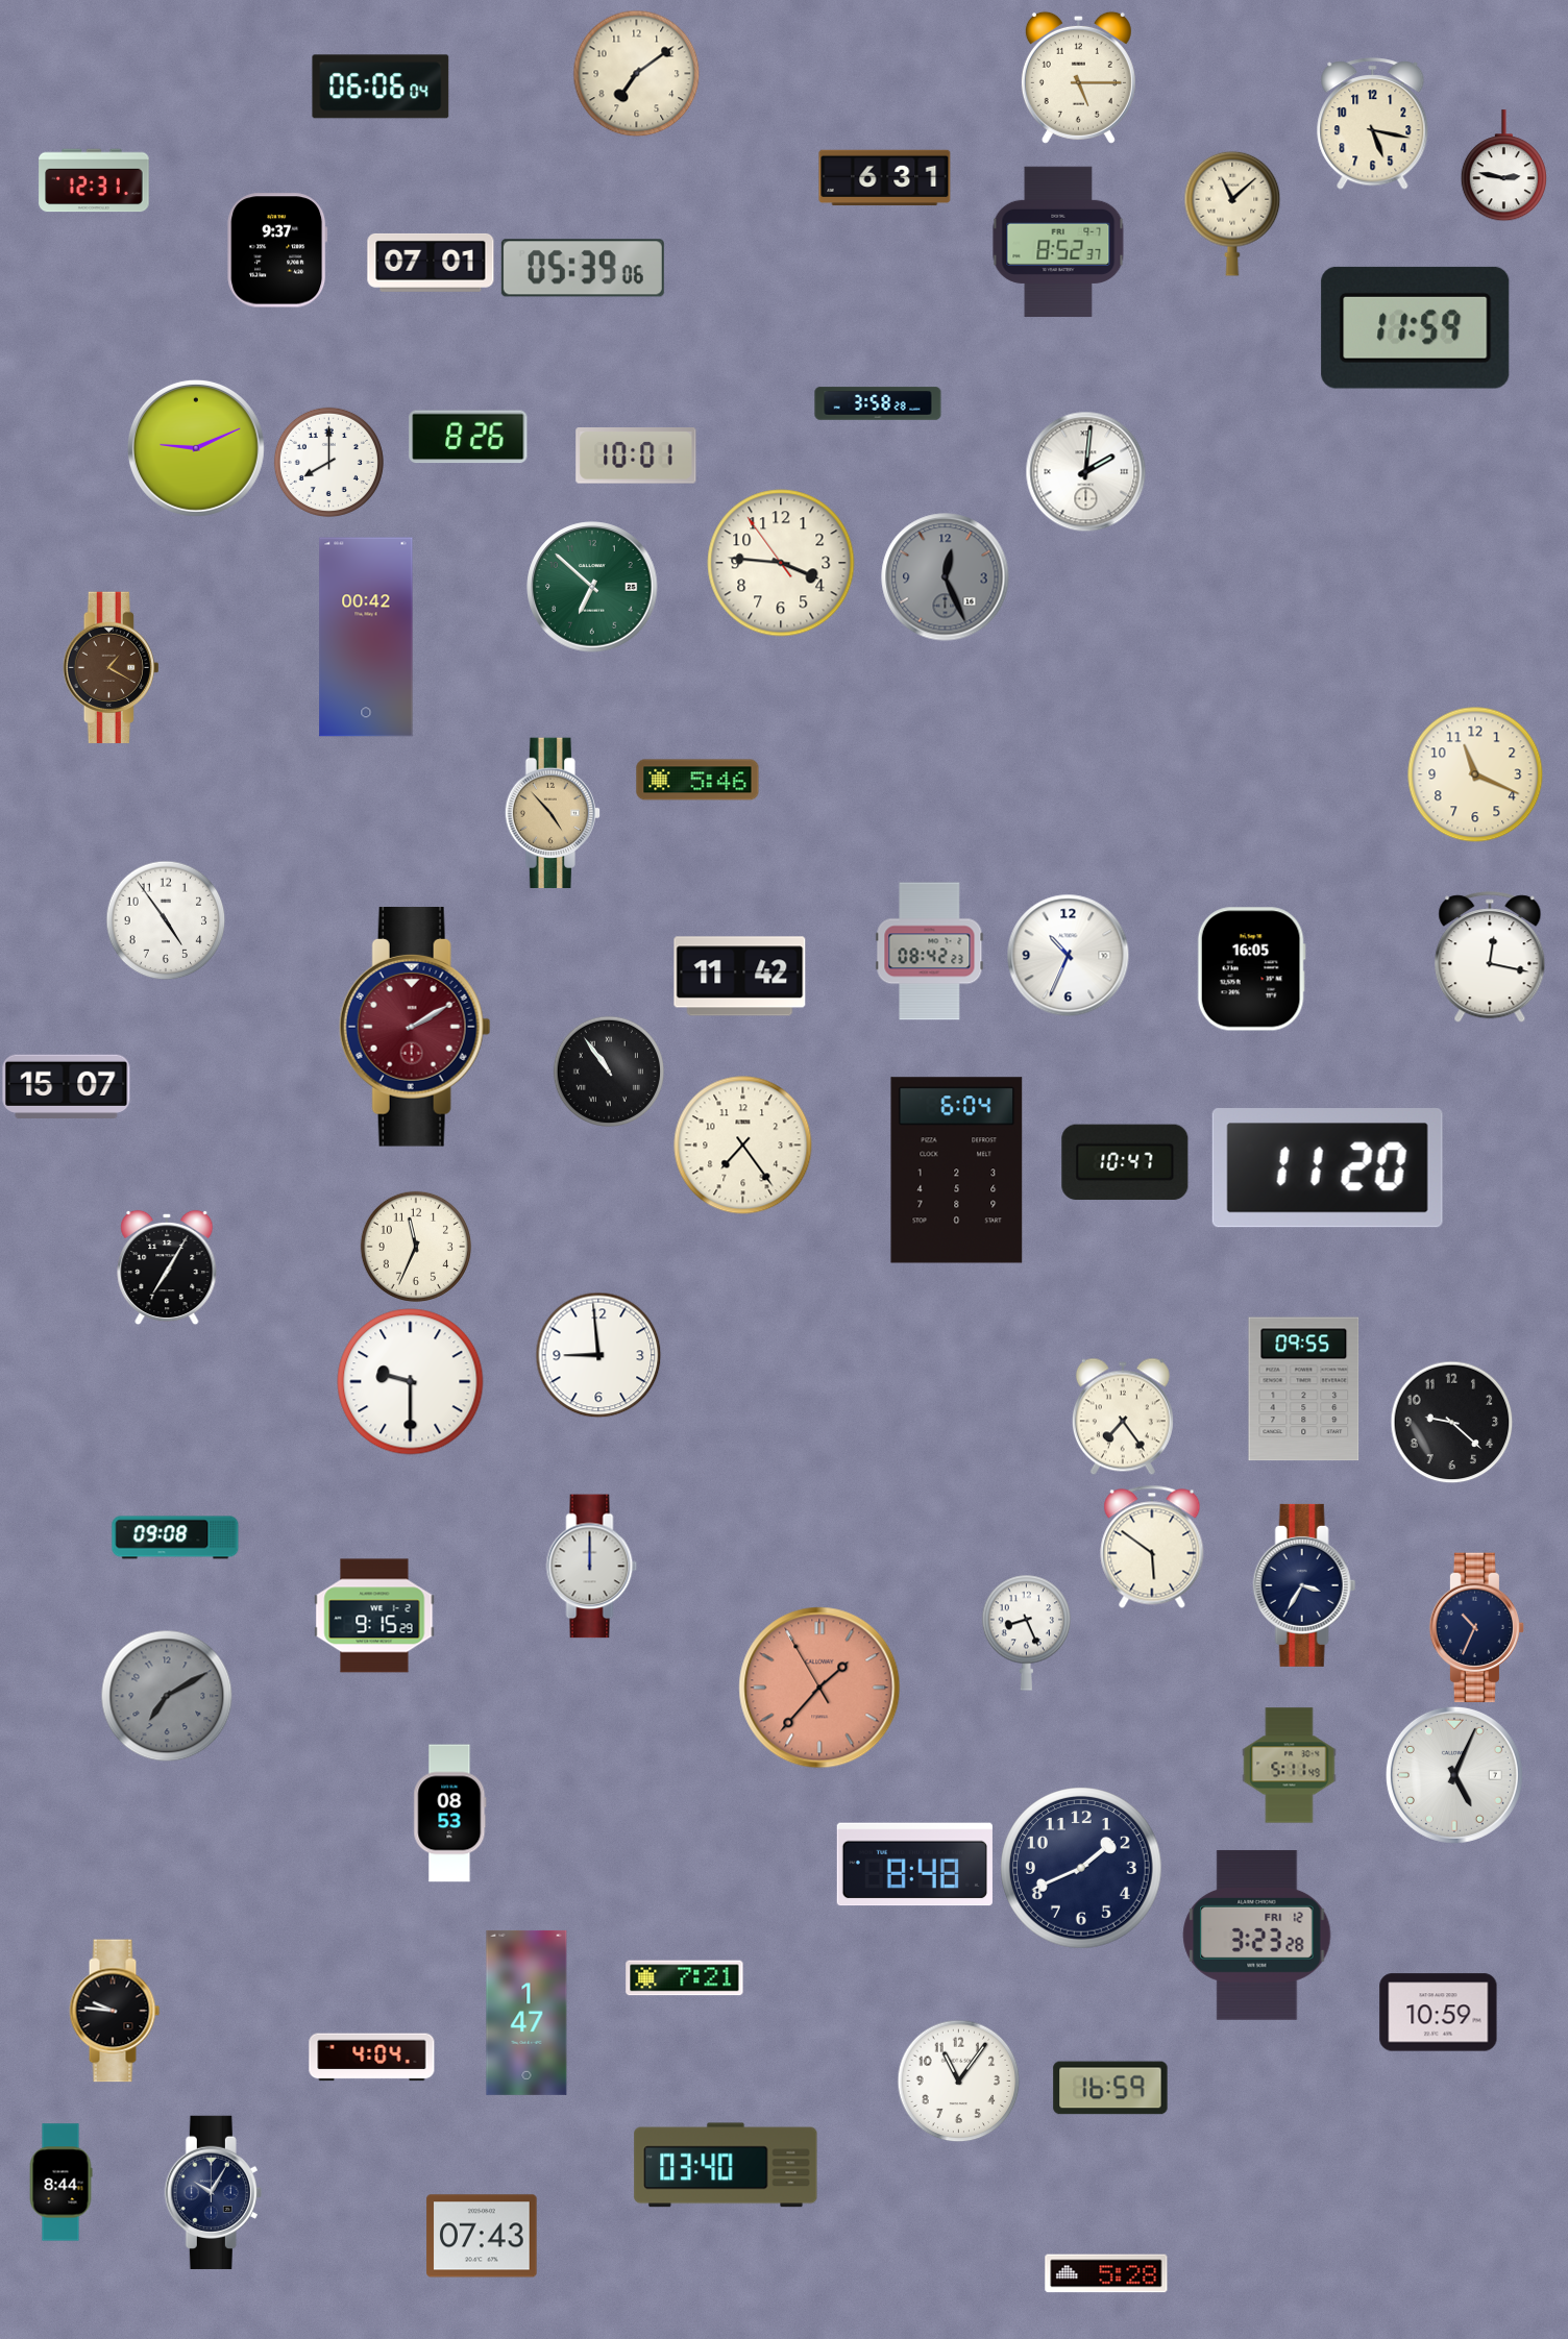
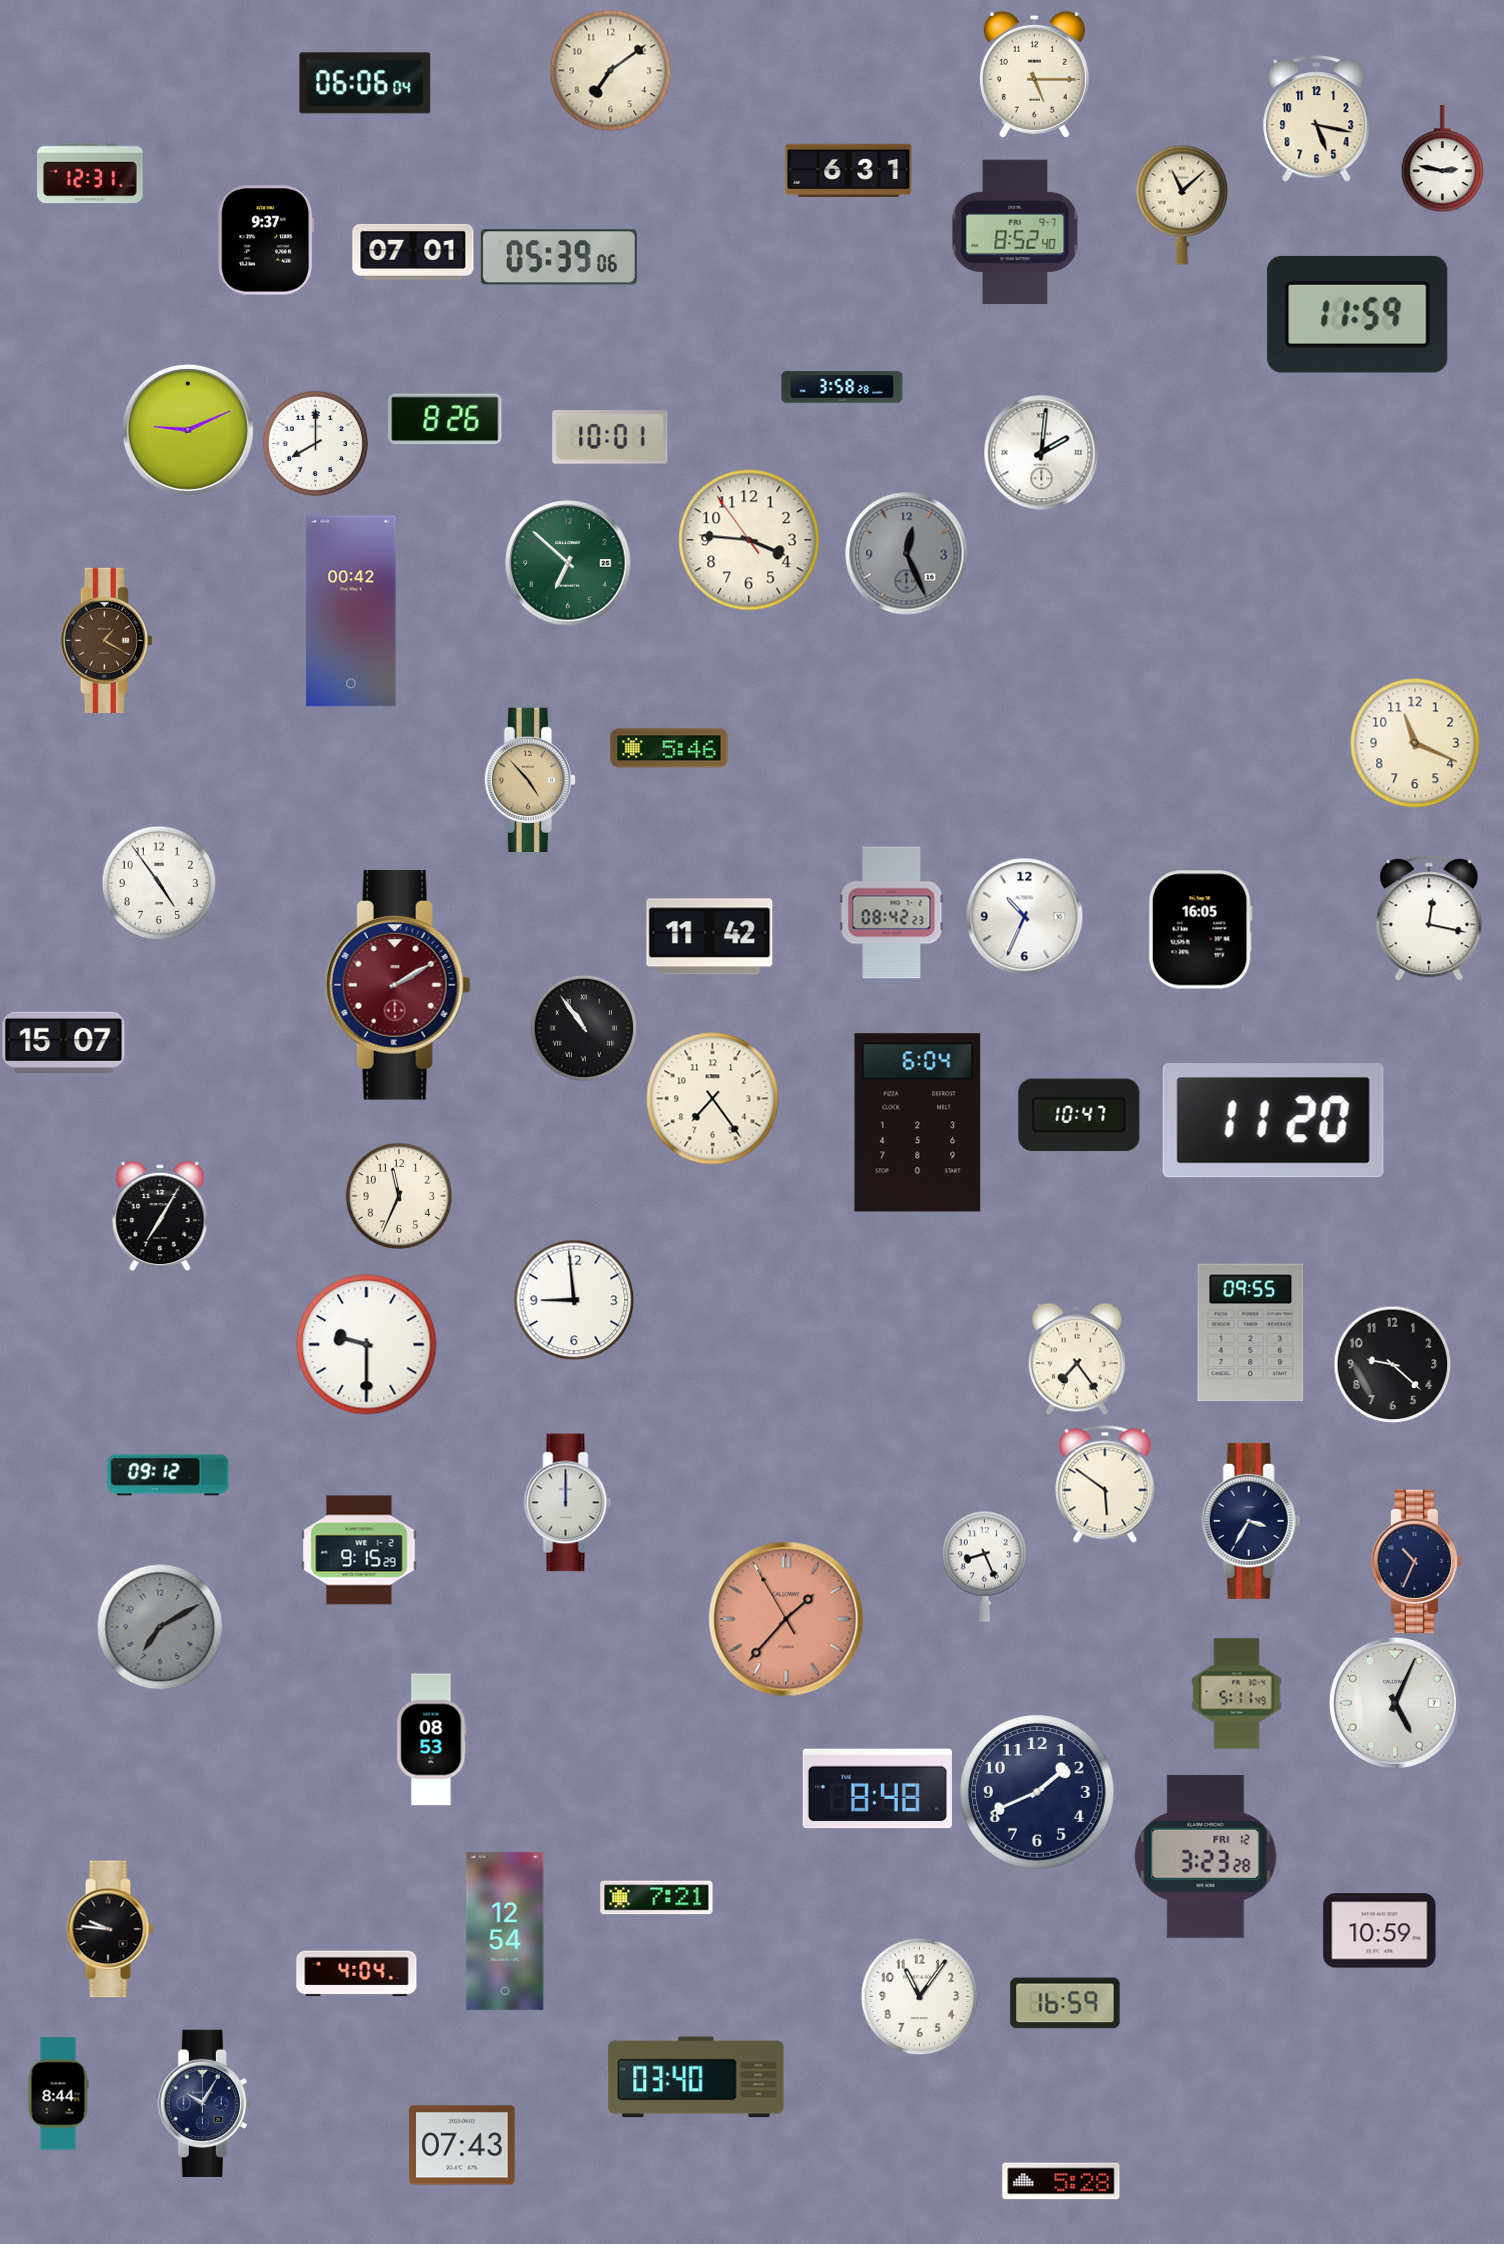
clock at (1058, 242): 8:52:37 -> 8:52:40
clock at (468, 437) position: (468, 437) -> (445, 419)
clock at (411, 1382) position: (411, 1382) -> (367, 1345)
clock at (175, 1537): 09:08 -> 09:12
clock at (526, 2013): 1:47 -> 12:54
